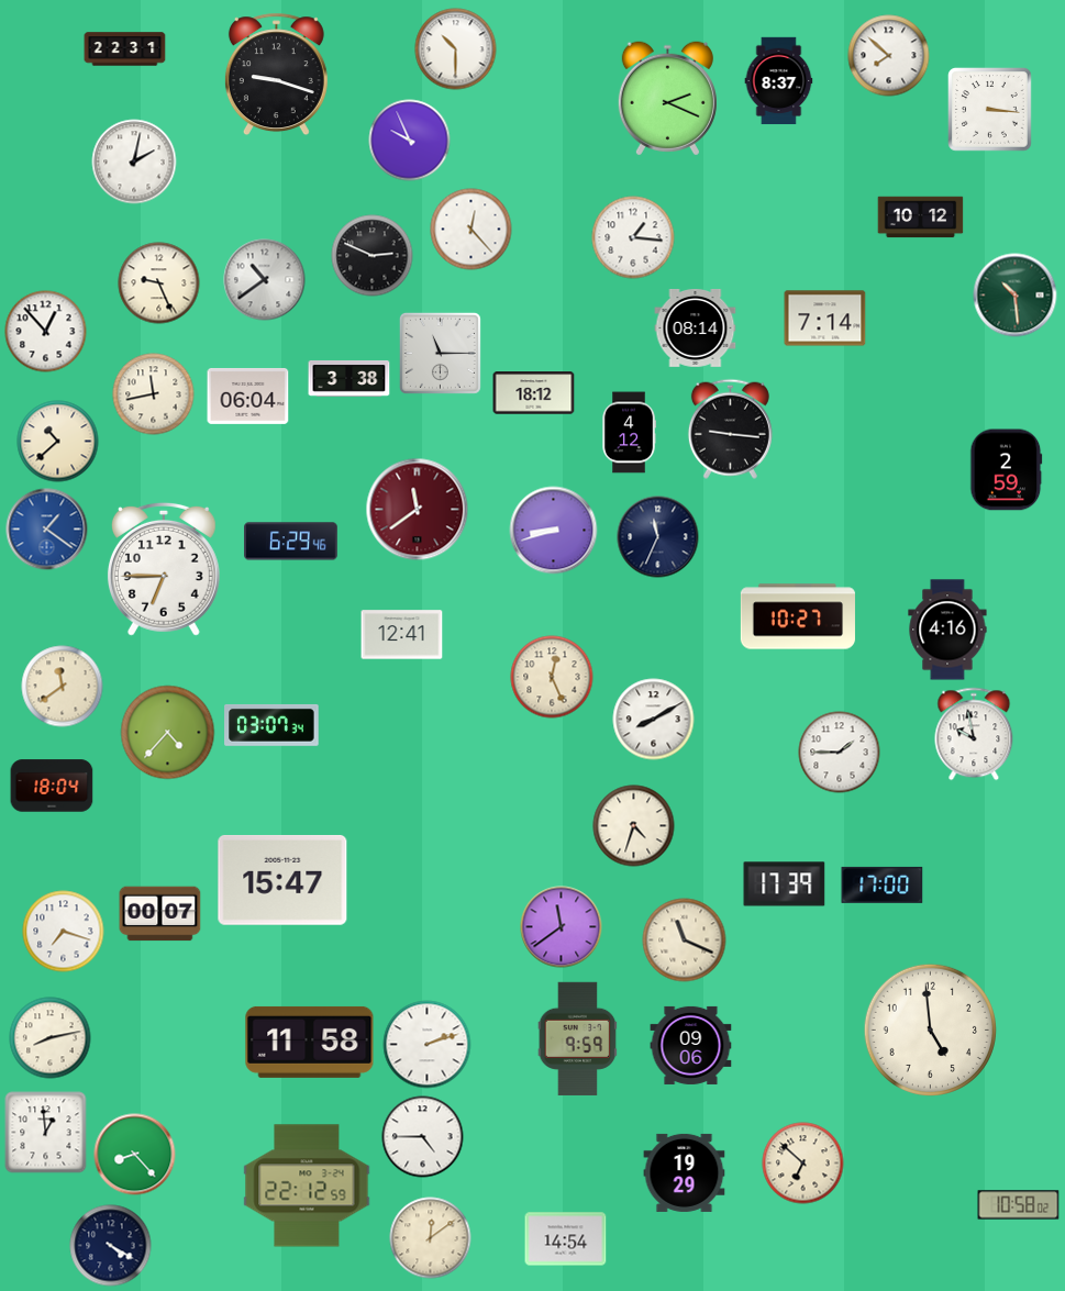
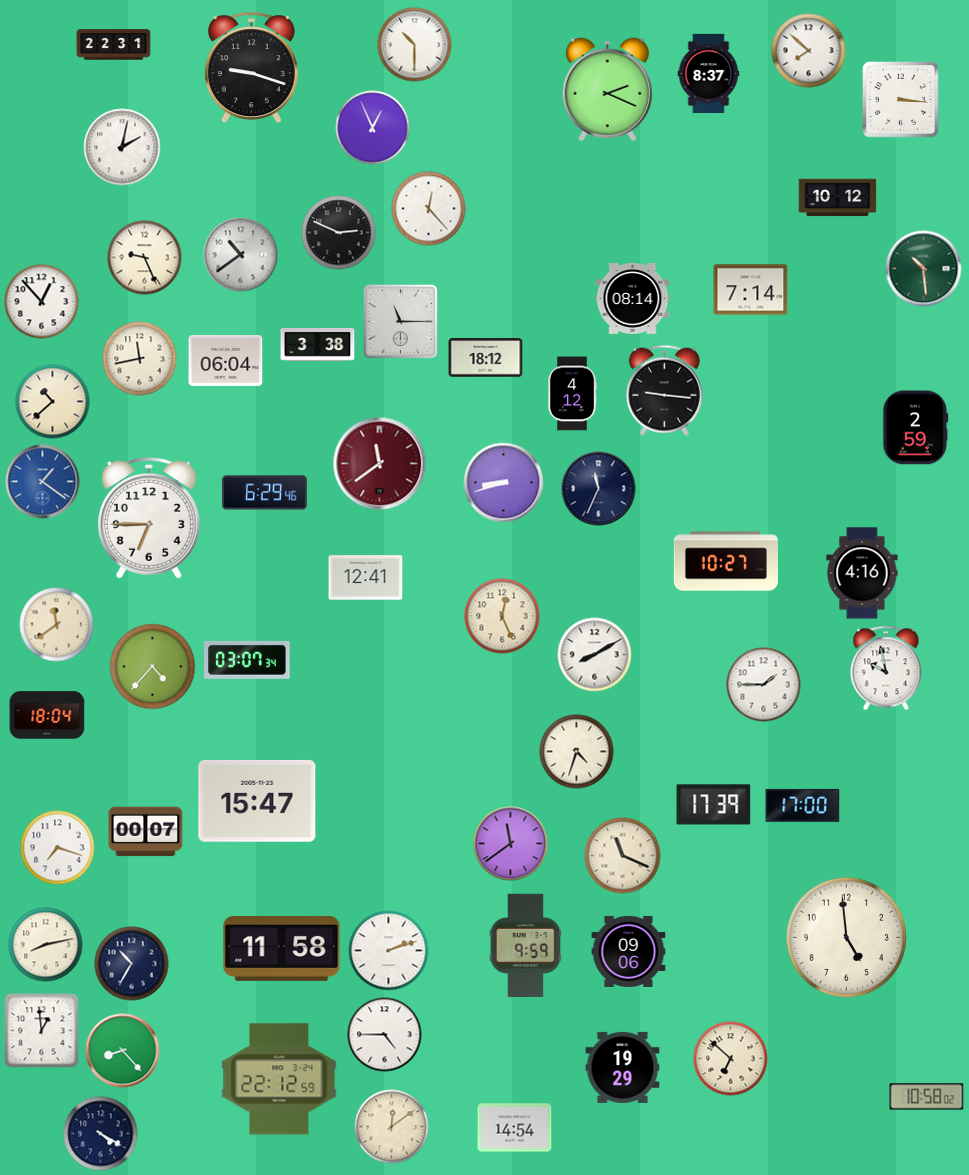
clock at (410, 141): 9:56 -> 12:56
clock at (633, 237): 1:16 -> none
clock at (132, 964): none -> 10:35
